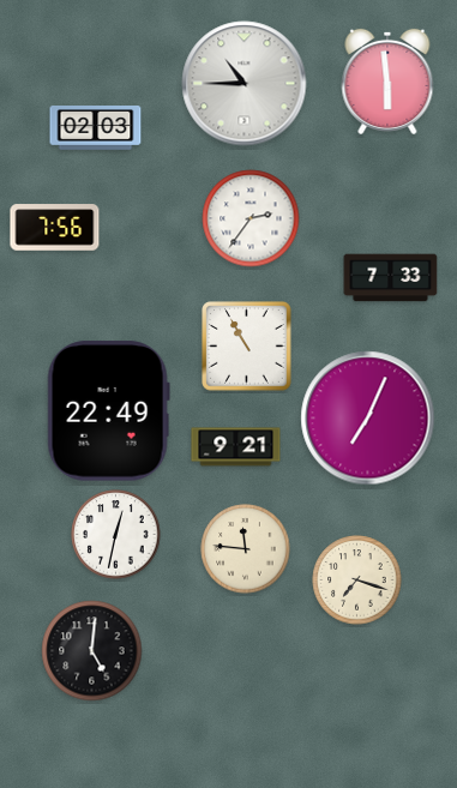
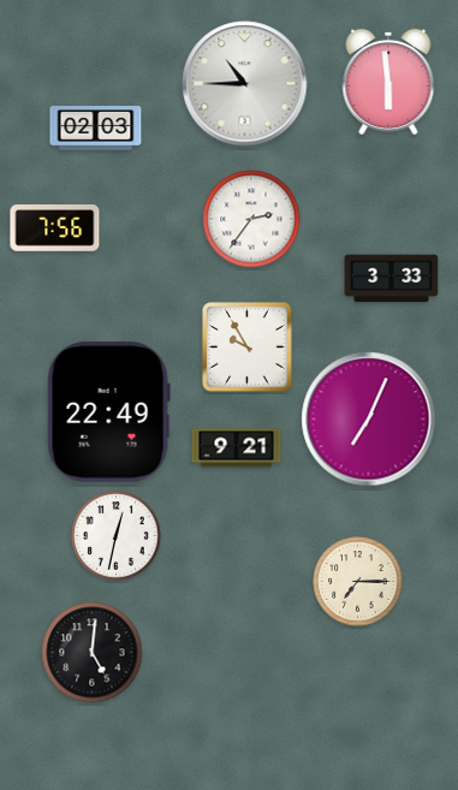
clock at (391, 278): 7:33 -> 3:33
clock at (247, 347): 10:55 -> 9:55
clock at (246, 549): 11:46 -> none
clock at (357, 581): 7:18 -> 7:15
